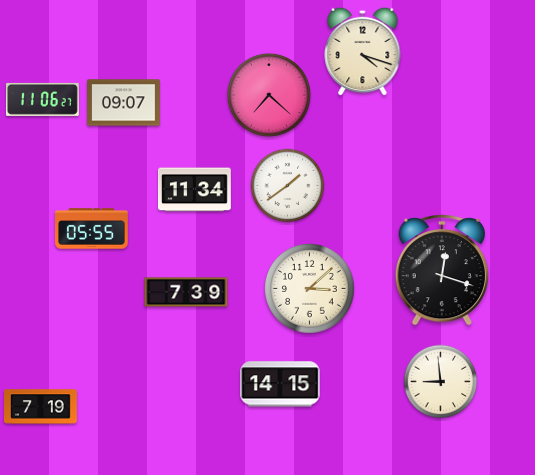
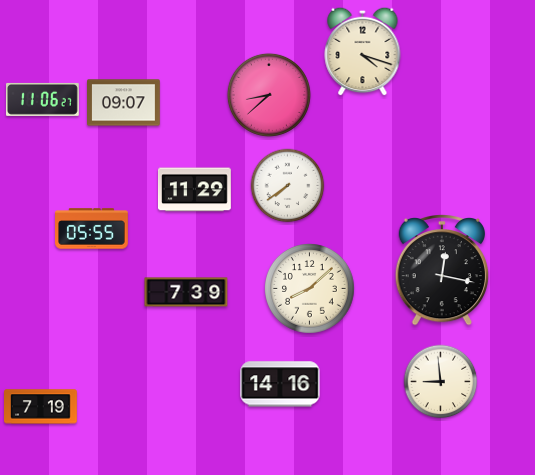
clock at (269, 95): 7:22 -> 8:38
clock at (288, 186): 1:39 -> 7:39
clock at (195, 190): 11:34 -> 11:29
clock at (442, 271): 12:18 -> 12:17
clock at (310, 289): 3:08 -> 8:08
clock at (280, 384): 14:15 -> 14:16
